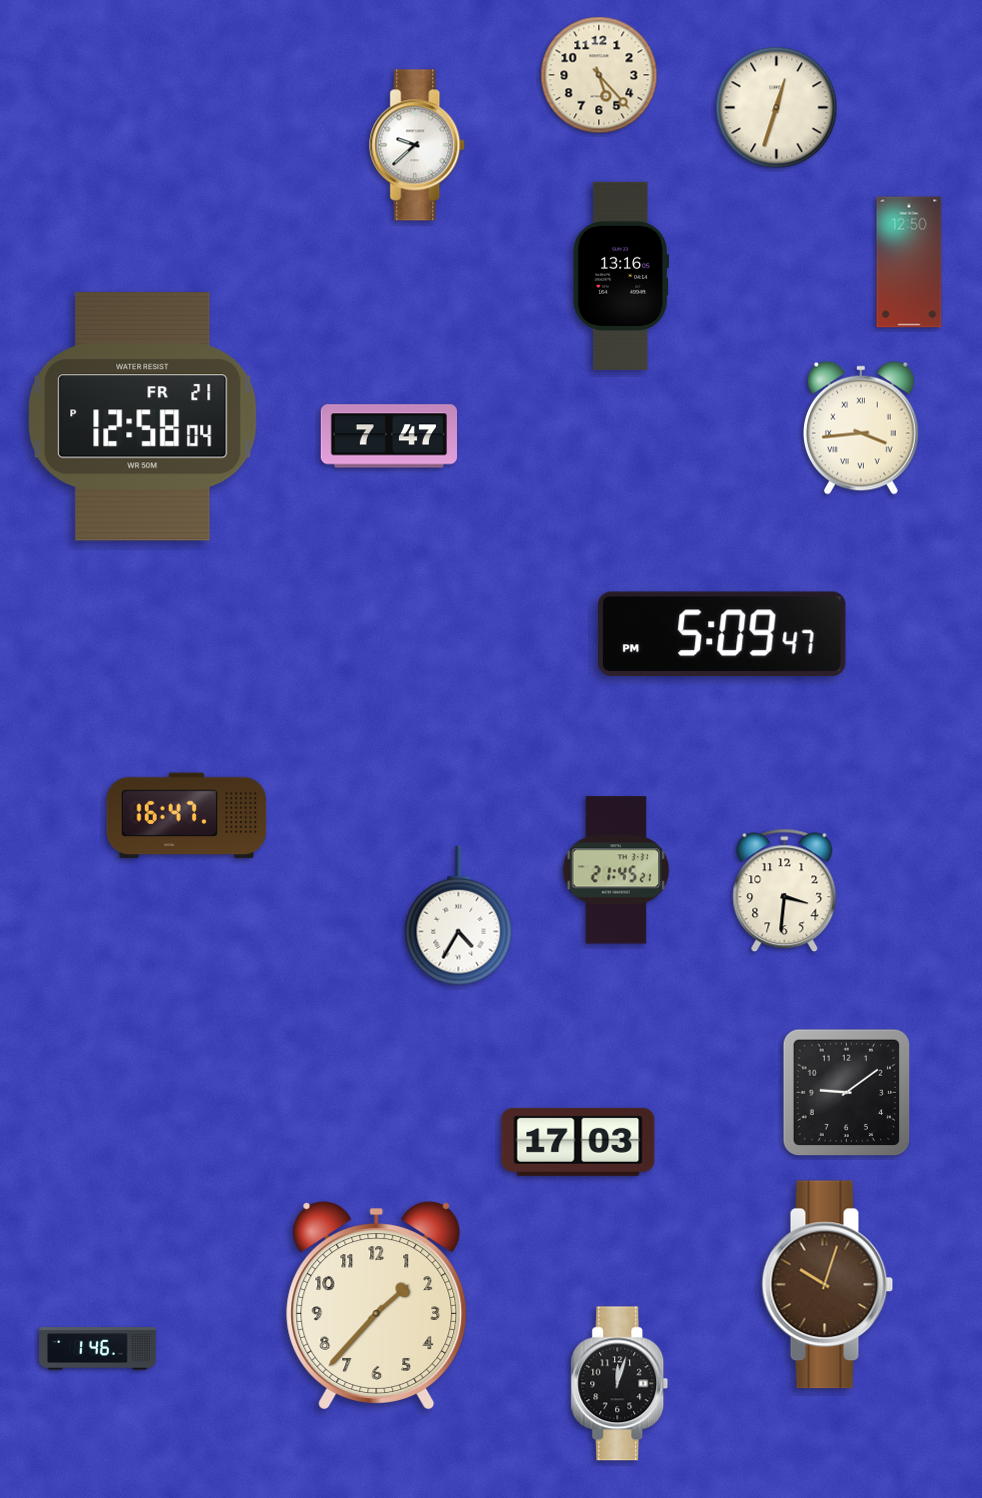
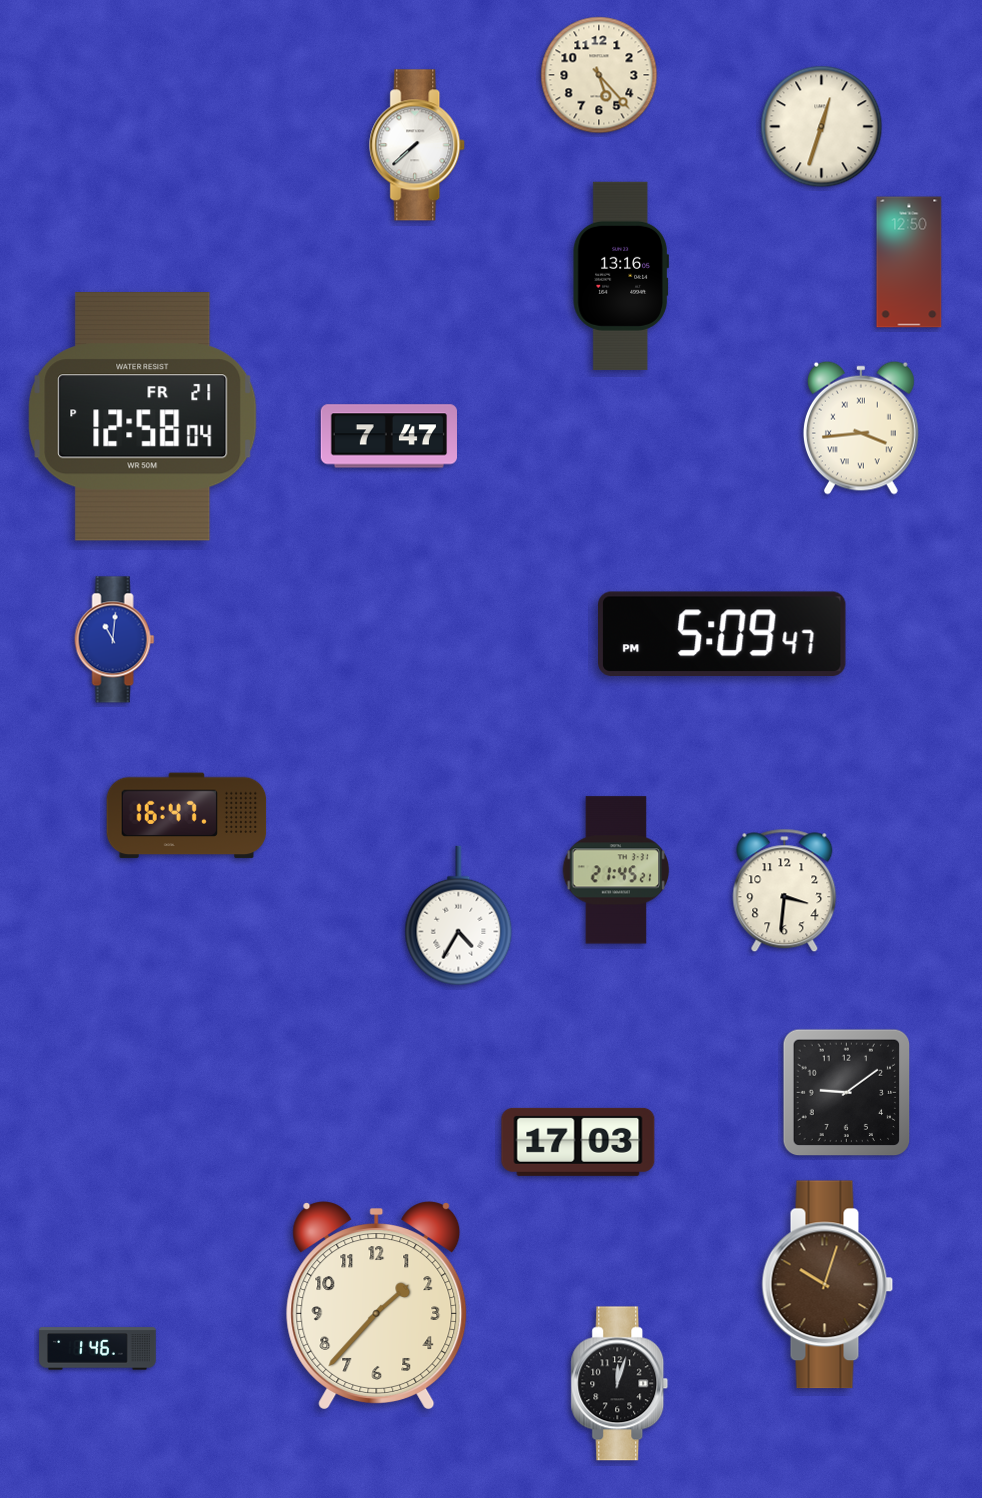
clock at (777, 108) position: (777, 108) -> (822, 127)
clock at (418, 145): 9:38 -> 7:38
clock at (115, 640): none -> 11:01
